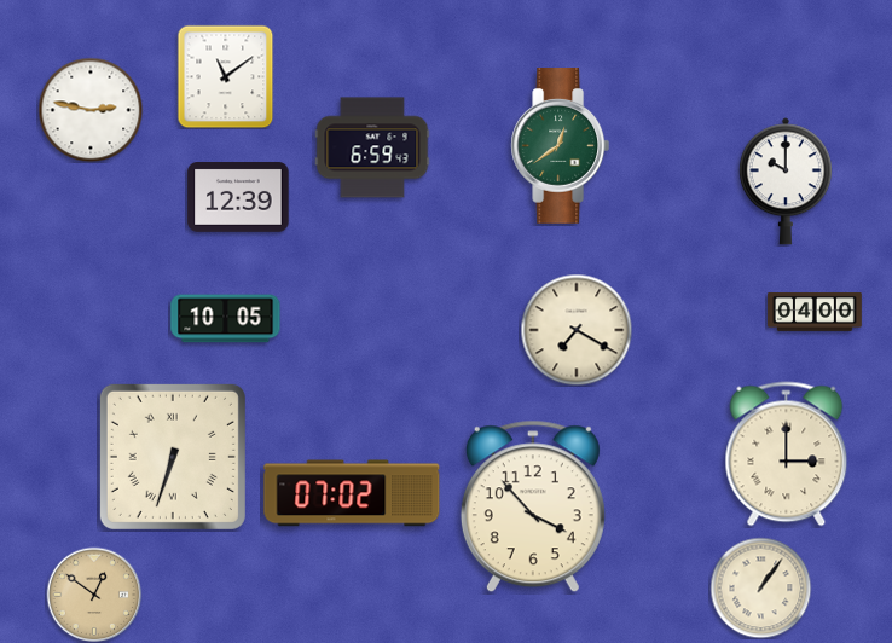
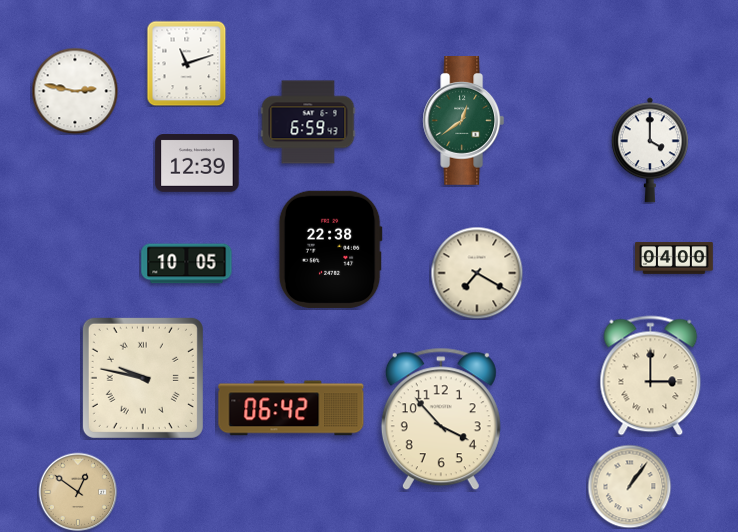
clock at (226, 76): 11:09 -> 11:12
clock at (786, 181): 10:00 -> 4:00
clock at (330, 249): none -> 22:38
clock at (173, 457): 6:33 -> 9:47
clock at (352, 493): 07:02 -> 06:42
